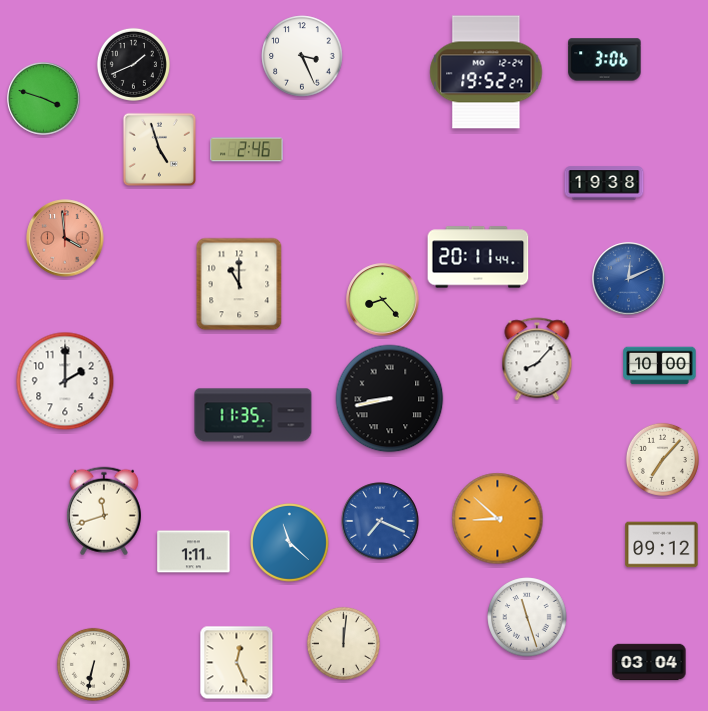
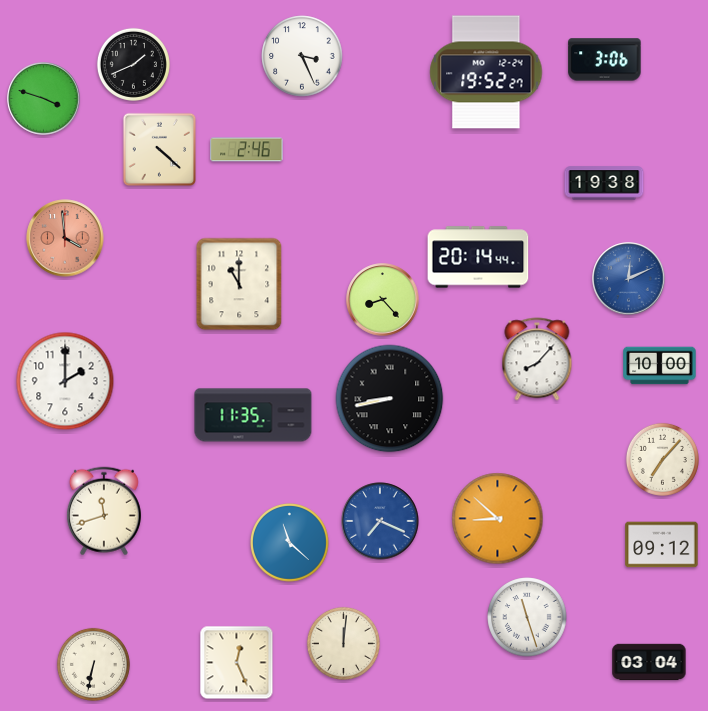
clock at (159, 149): 4:57 -> 4:22
clock at (478, 257): 20:11 -> 20:14
clock at (194, 552): 1:11 -> none
